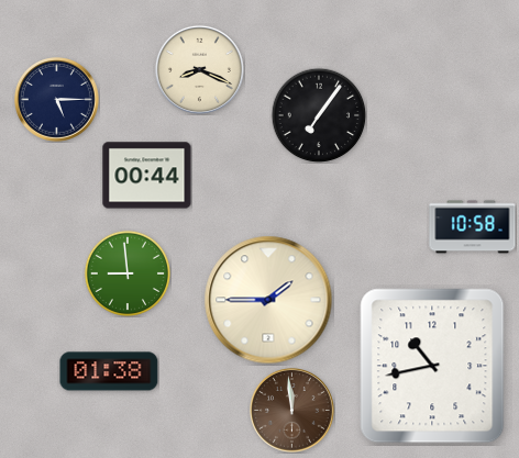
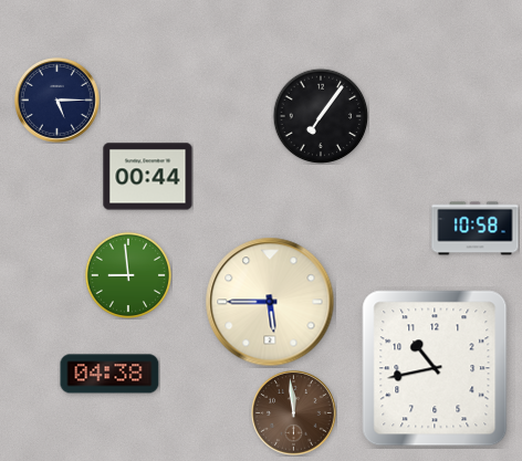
clock at (199, 69): 8:19 -> none
clock at (268, 300): 1:45 -> 5:45
clock at (109, 371): 01:38 -> 04:38
